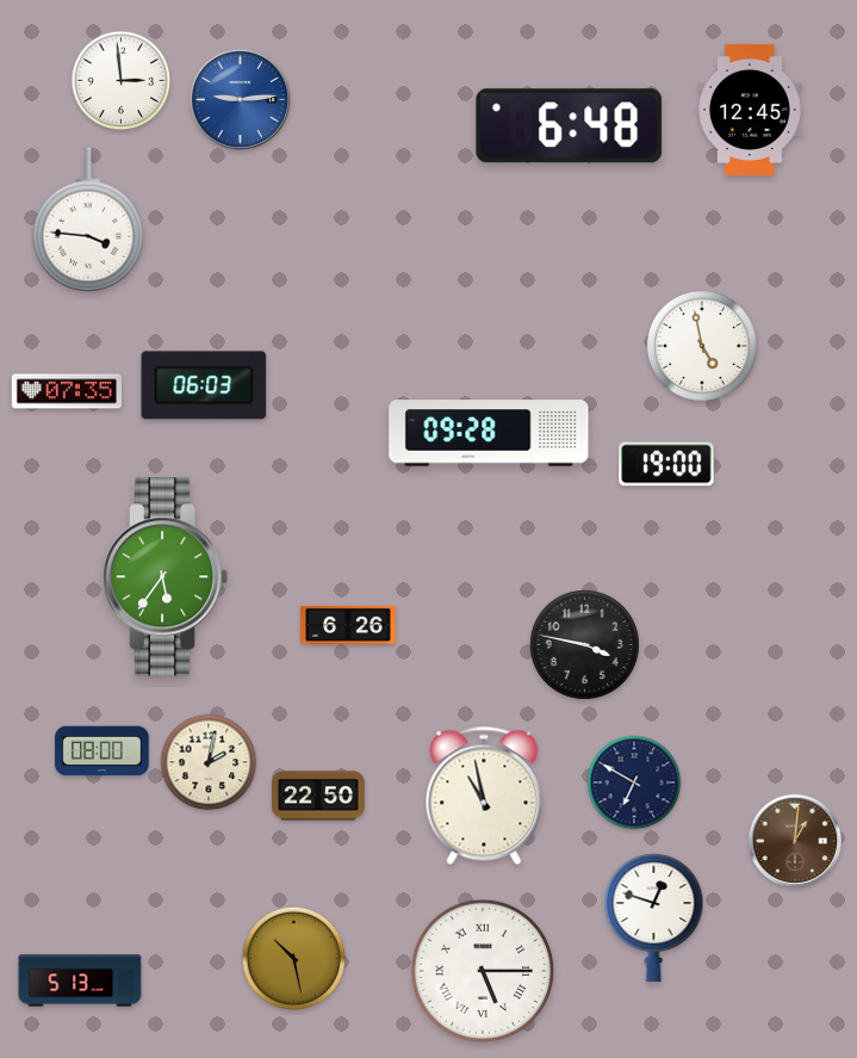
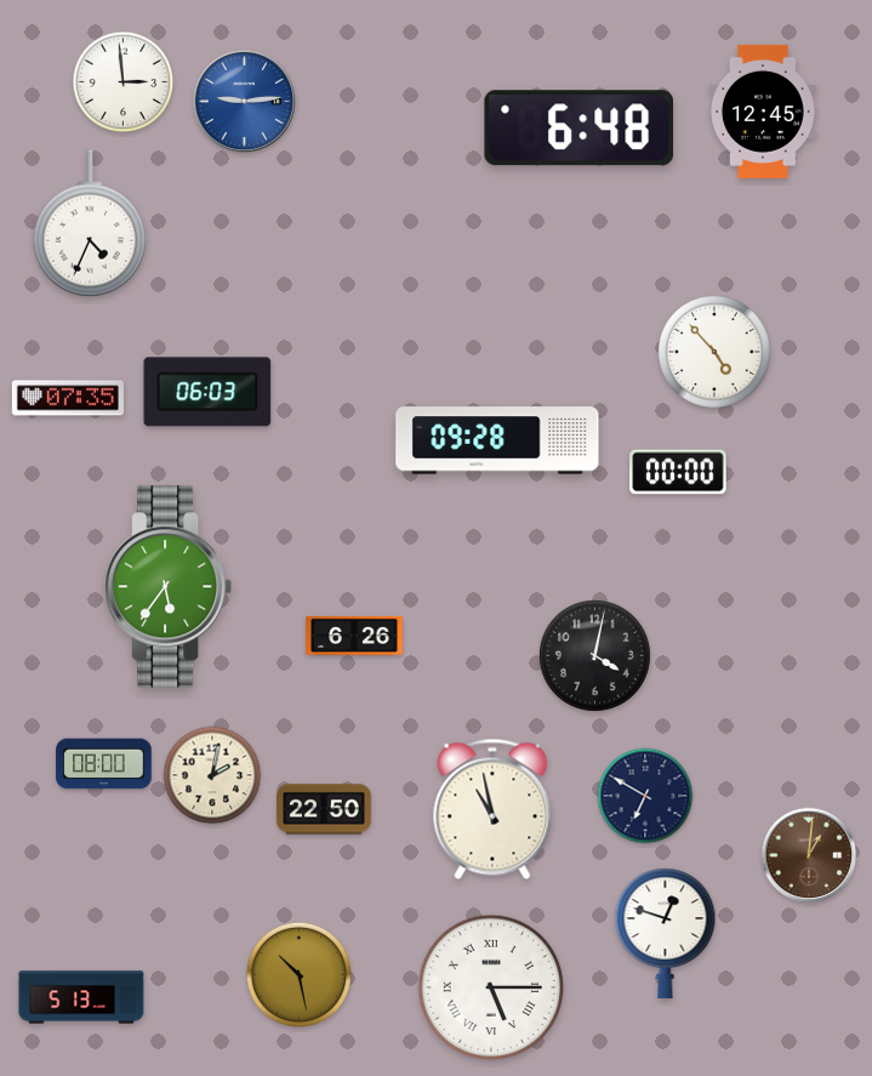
clock at (88, 219): 3:46 -> 4:34
clock at (702, 346): 4:58 -> 4:53
clock at (666, 464): 19:00 -> 00:00
clock at (584, 644): 3:47 -> 4:02
